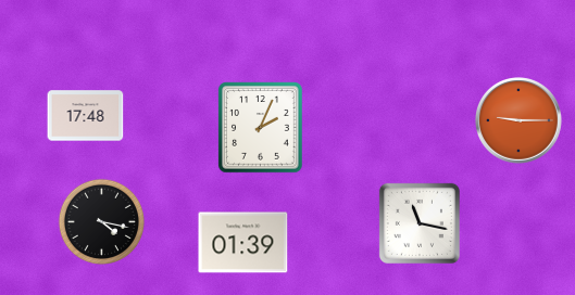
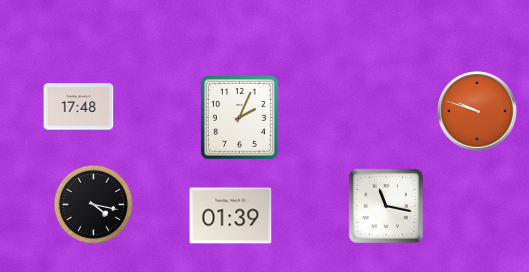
clock at (520, 121): 9:15 -> 9:48
clock at (243, 243) position: (243, 243) -> (231, 216)
